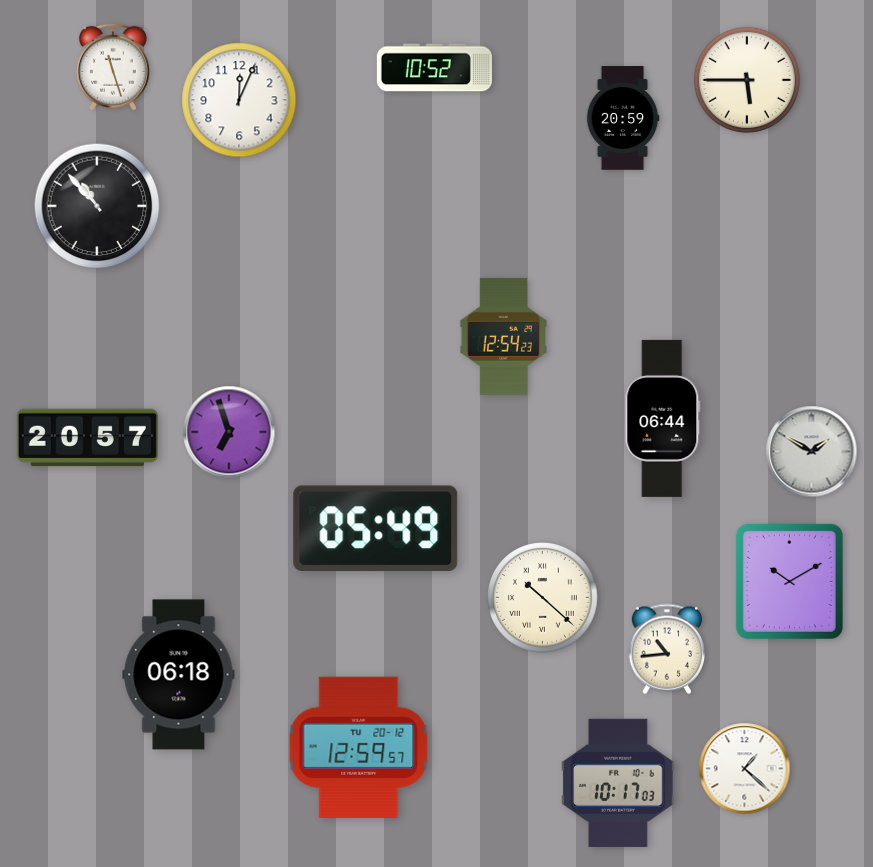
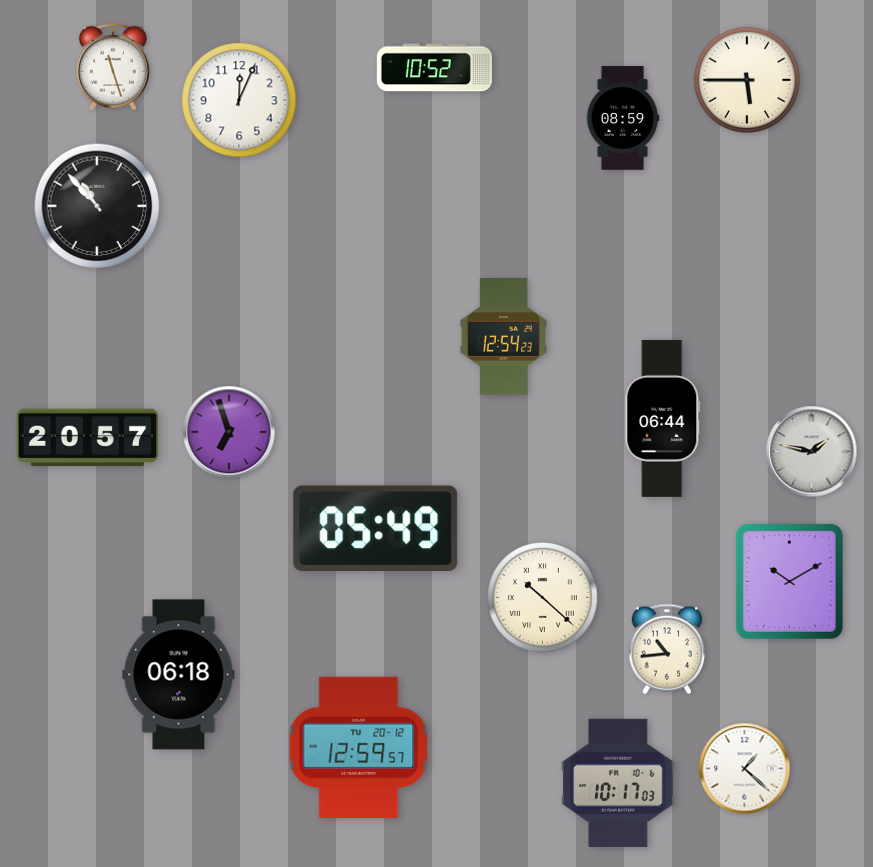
clock at (623, 118): 20:59 -> 08:59
clock at (812, 452): 1:50 -> 1:47
